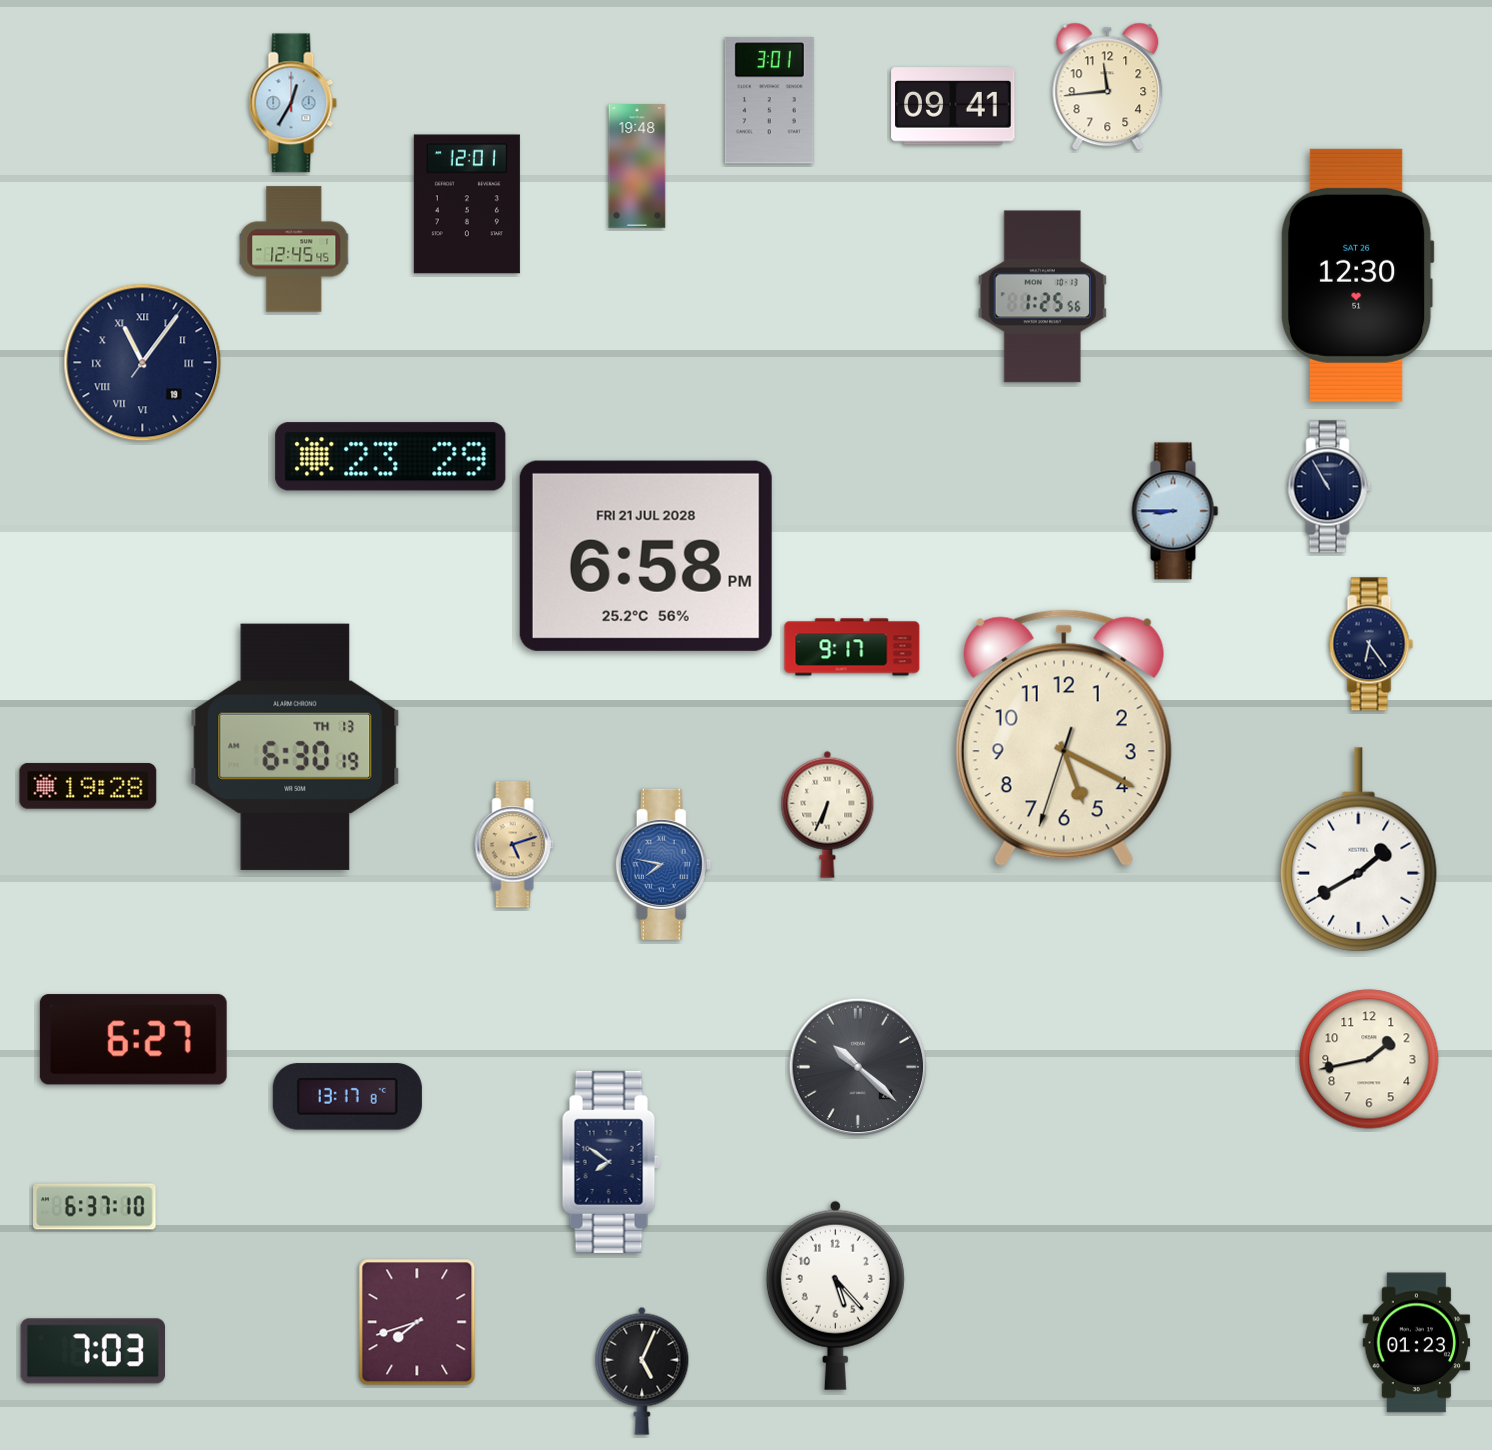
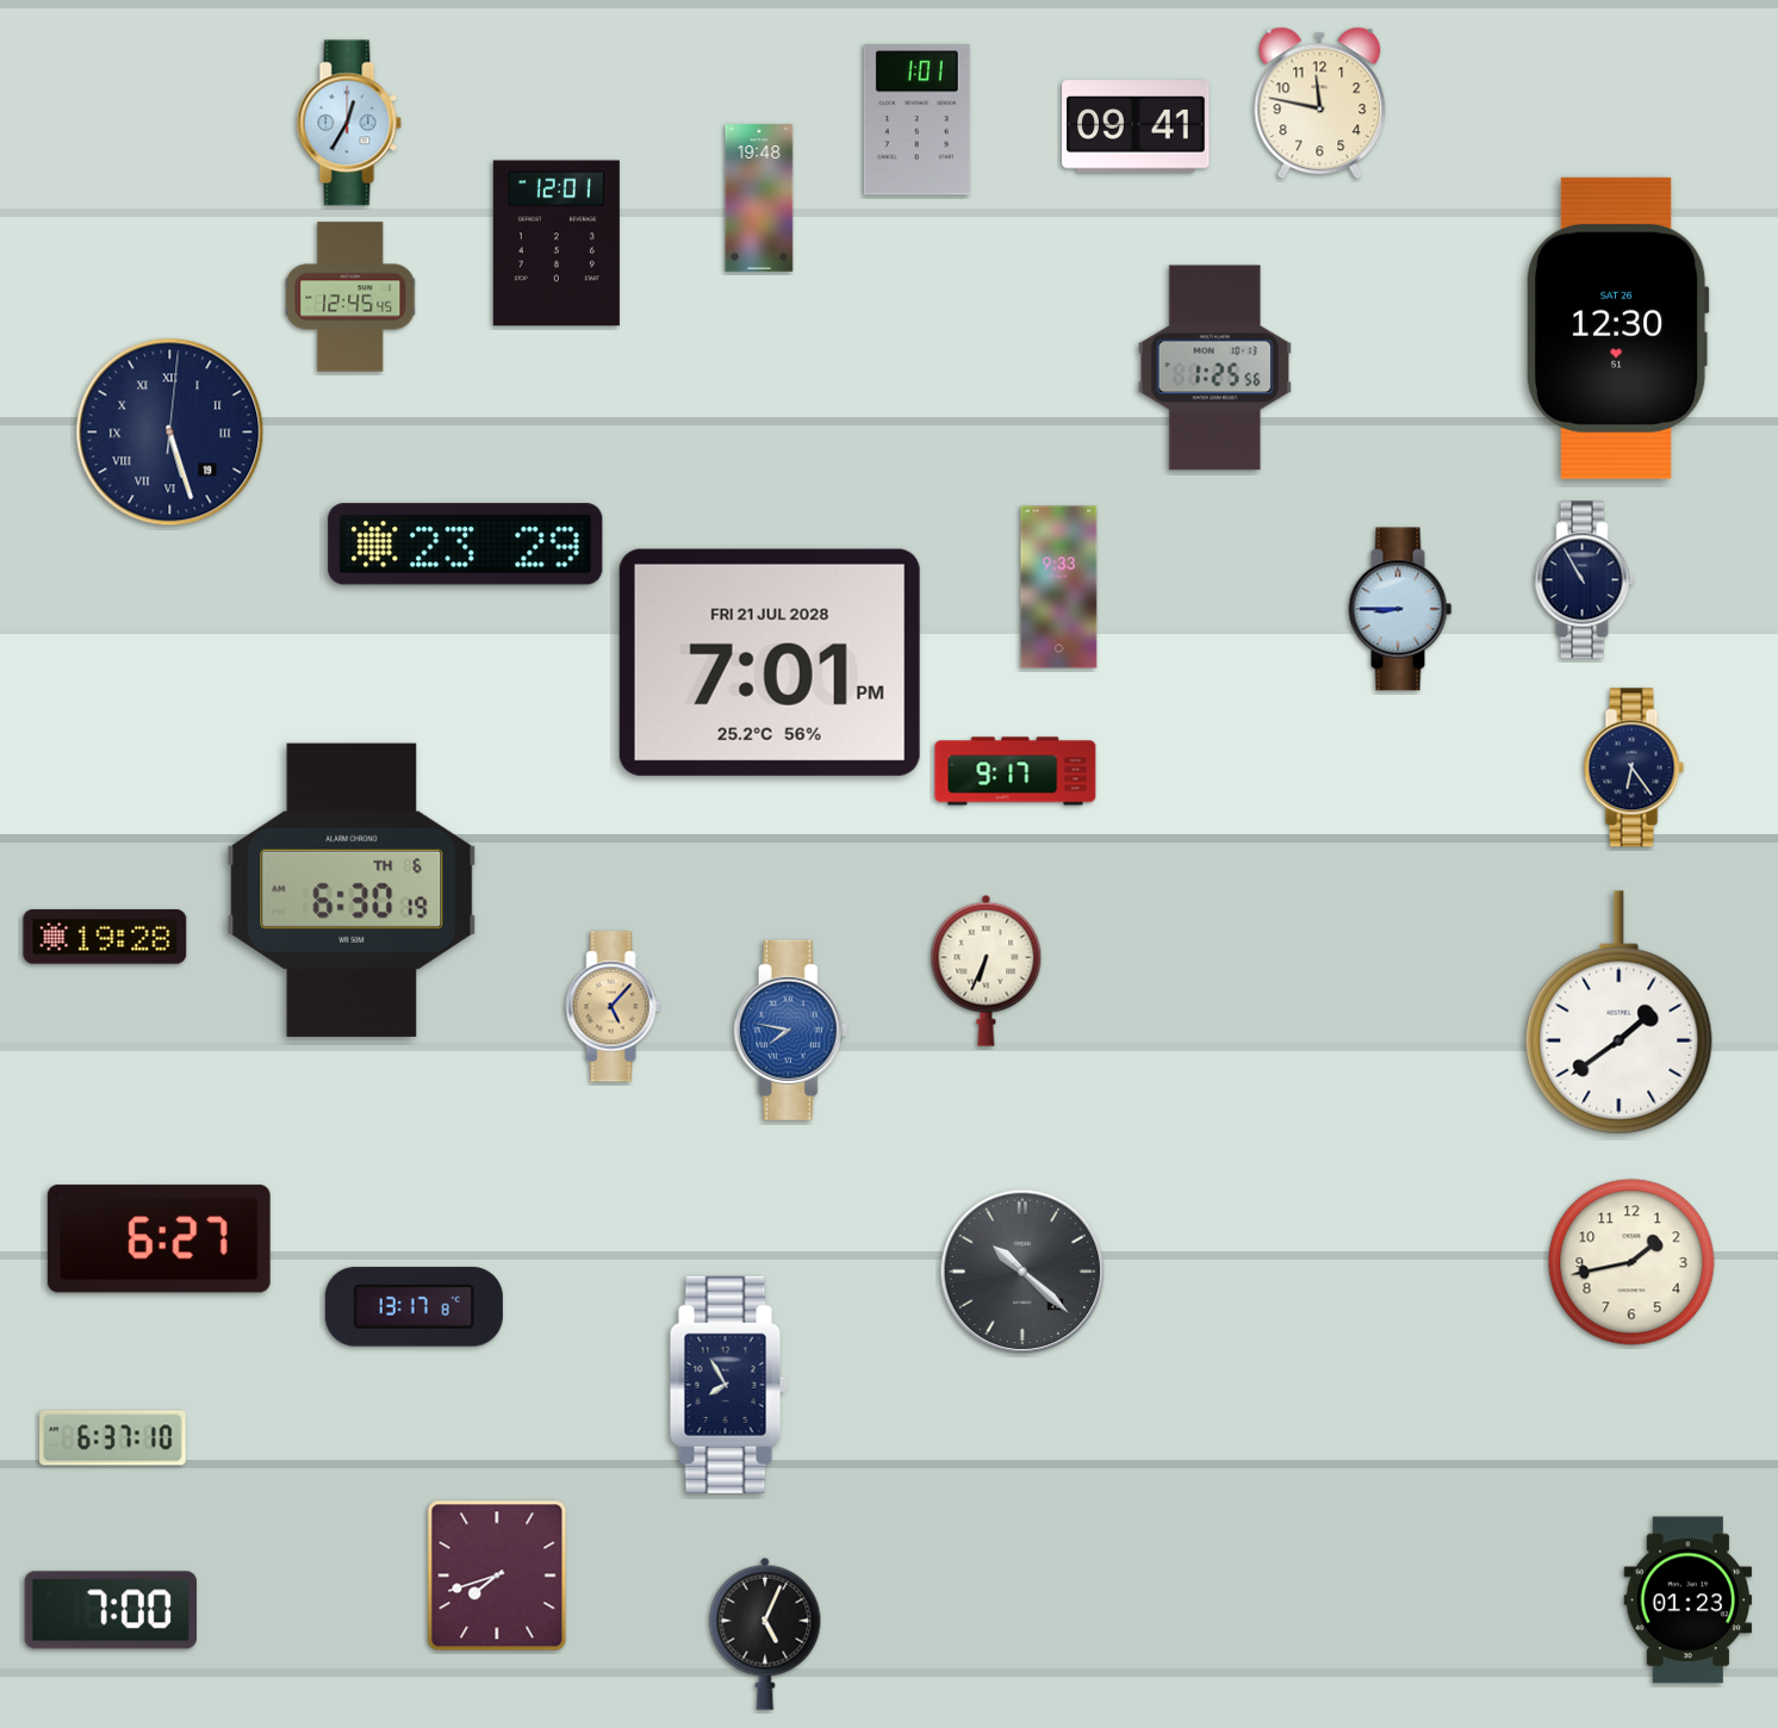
clock at (1108, 87): 11:44 -> 11:47
clock at (769, 101): 3:01 -> 1:01
clock at (1042, 297) position: (1042, 297) -> (1214, 368)
clock at (143, 363): 11:06 -> 5:27
clock at (1059, 588): none -> 9:33
clock at (646, 556): 6:58 -> 7:01
clock at (1064, 738): 5:19 -> none
clock at (295, 747) date: TH 13 -> TH 6
clock at (515, 845): 5:12 -> 5:07
clock at (1359, 850): 1:40 -> 1:39
clock at (611, 1162): 7:51 -> 7:55
clock at (835, 1295): 5:23 -> none
clock at (92, 1351): 7:03 -> 7:00
